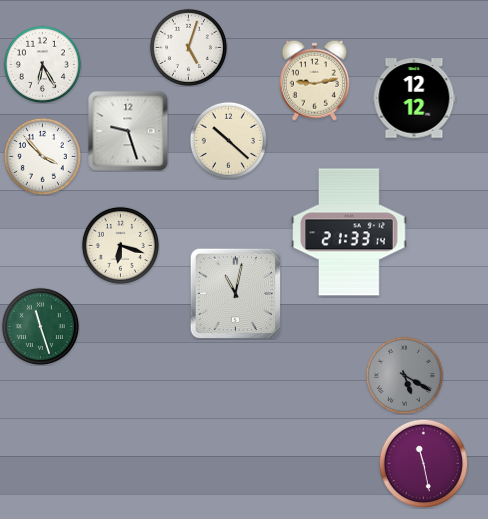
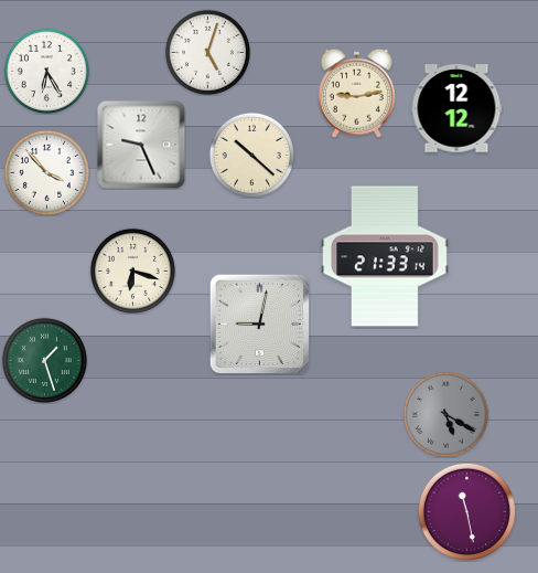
clock at (314, 80) position: (314, 80) -> (356, 93)
clock at (128, 131): 9:27 -> 9:26
clock at (235, 293): 11:02 -> 9:02
clock at (40, 326): 11:27 -> 1:27
